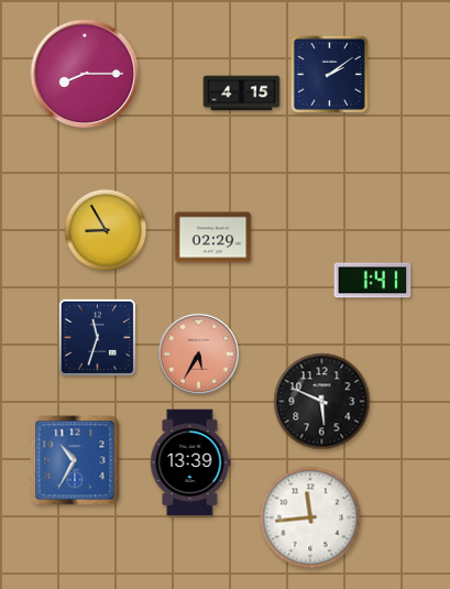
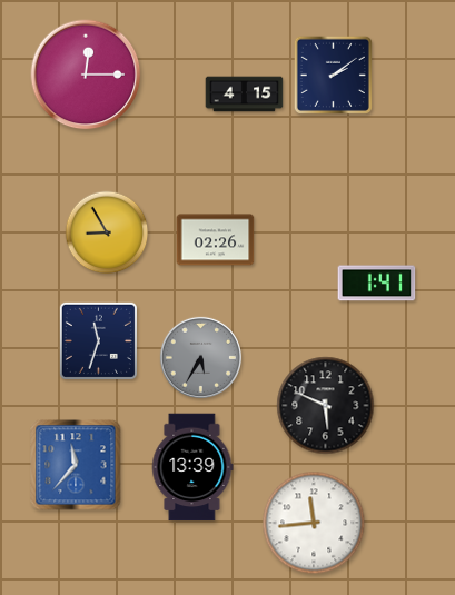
clock at (85, 74): 8:15 -> 12:15
clock at (213, 238): 02:29 -> 02:26
clock at (198, 353) dial: salmon -> grey
clock at (75, 460): 10:35 -> 11:37
